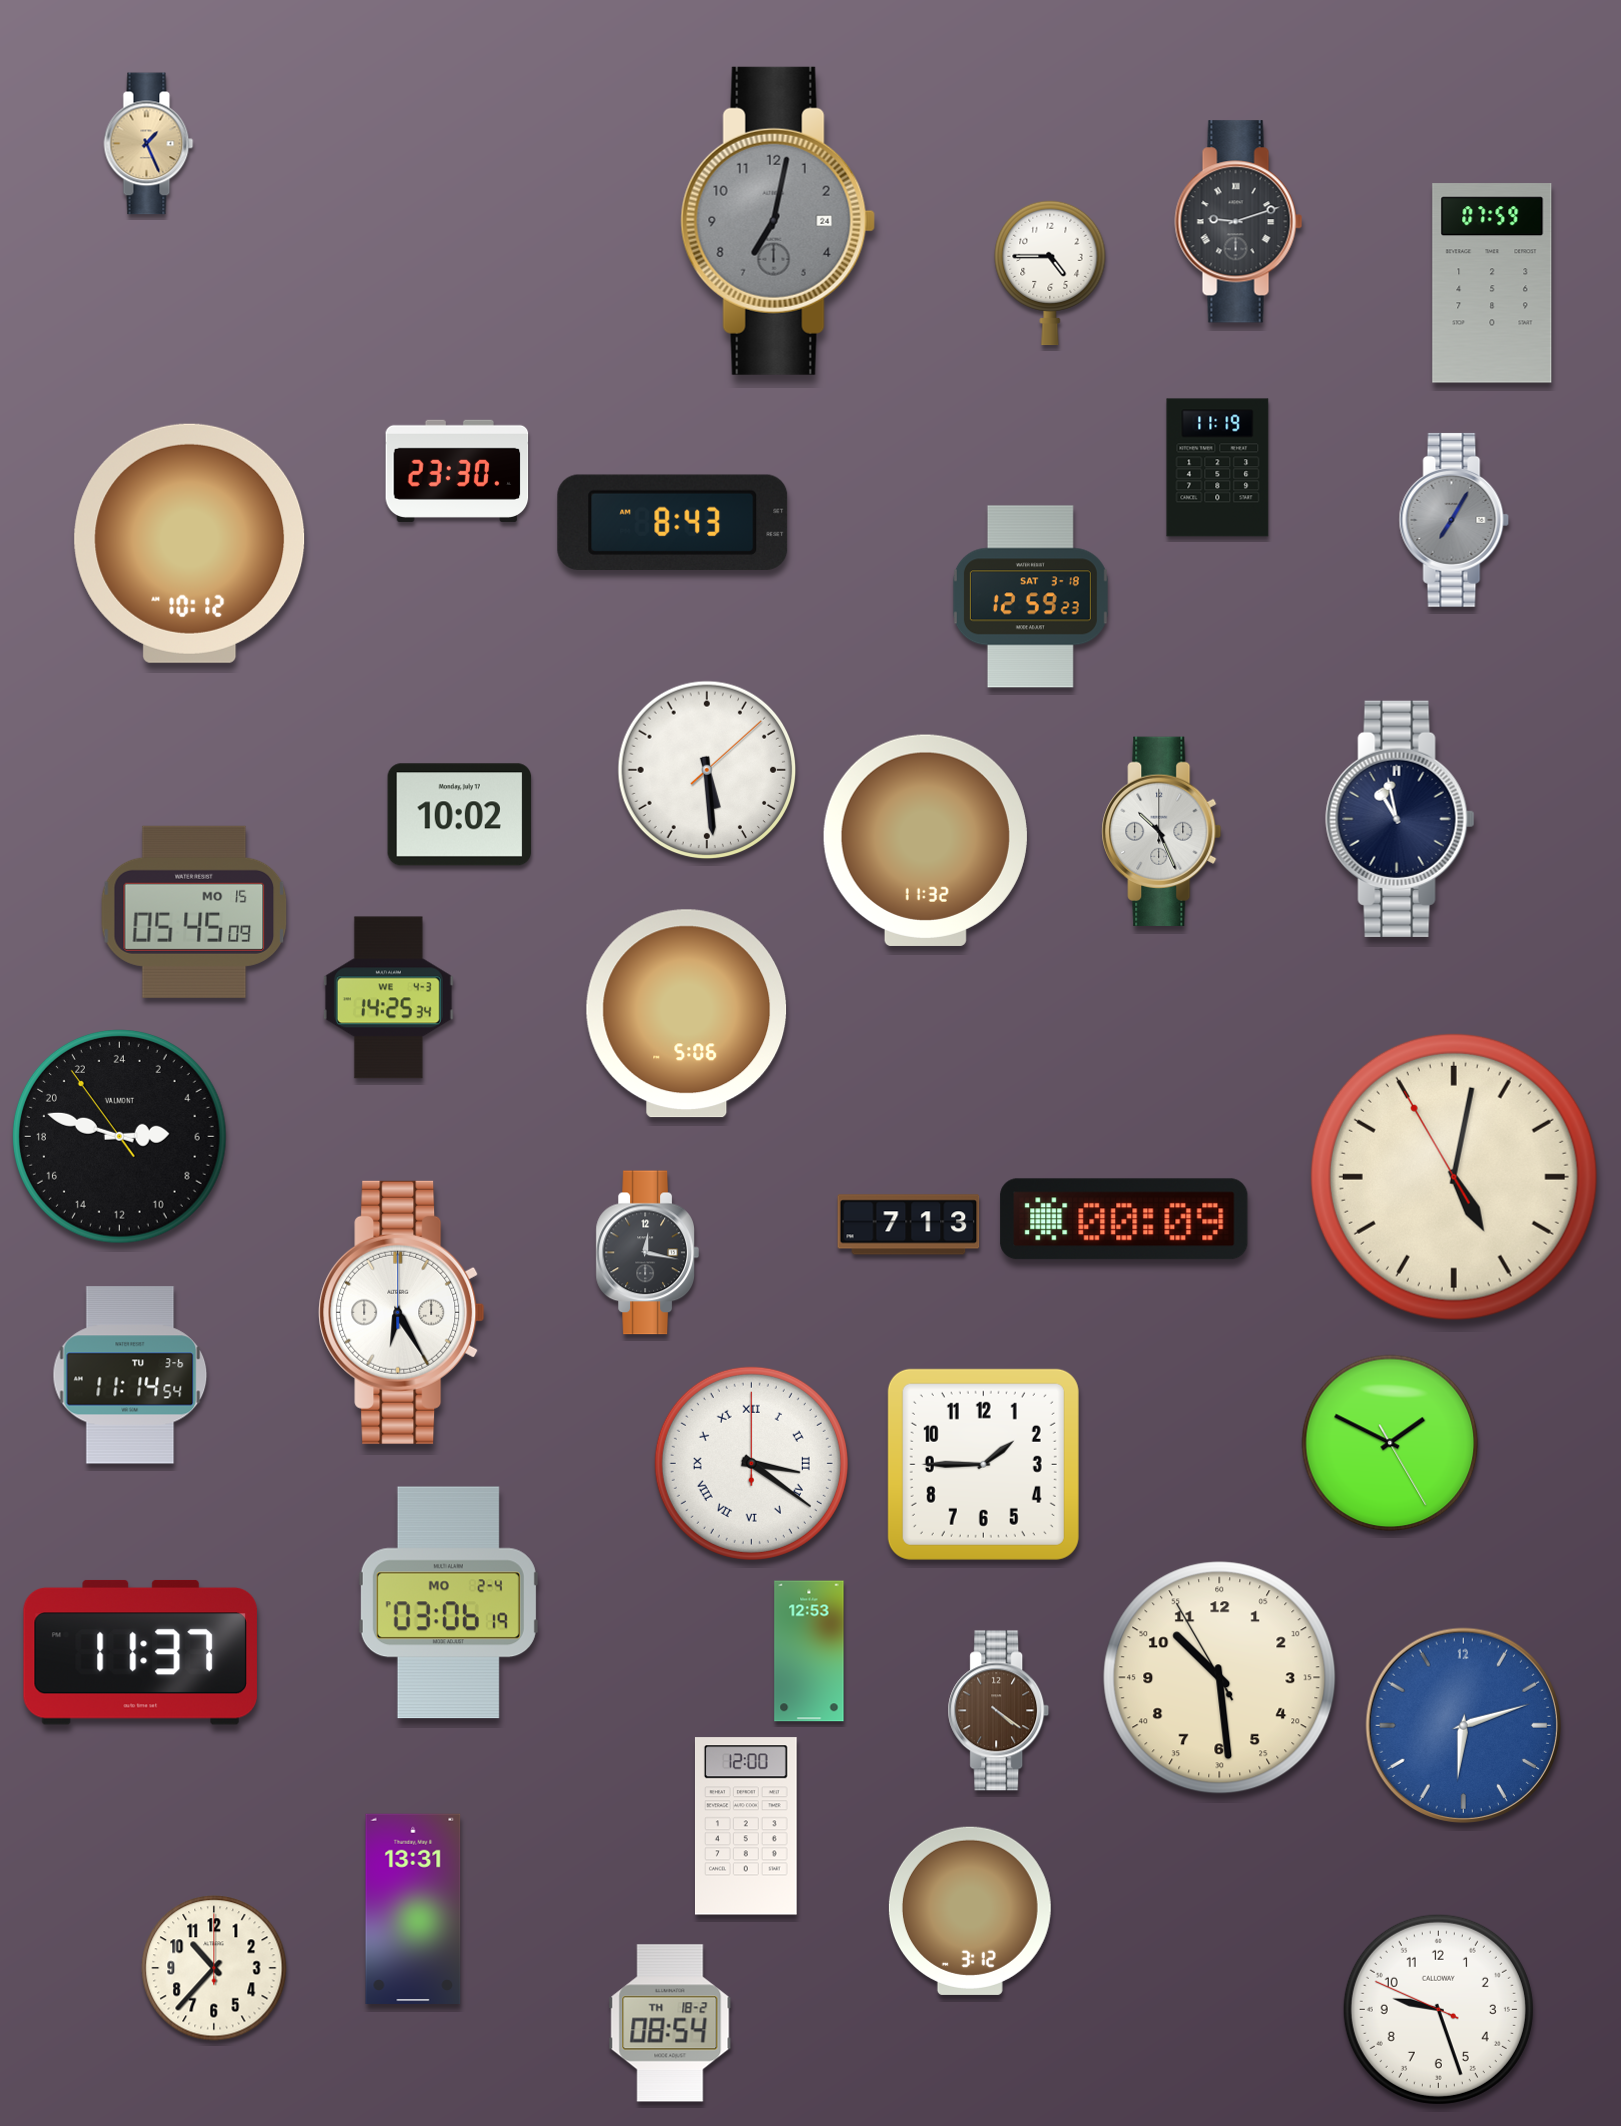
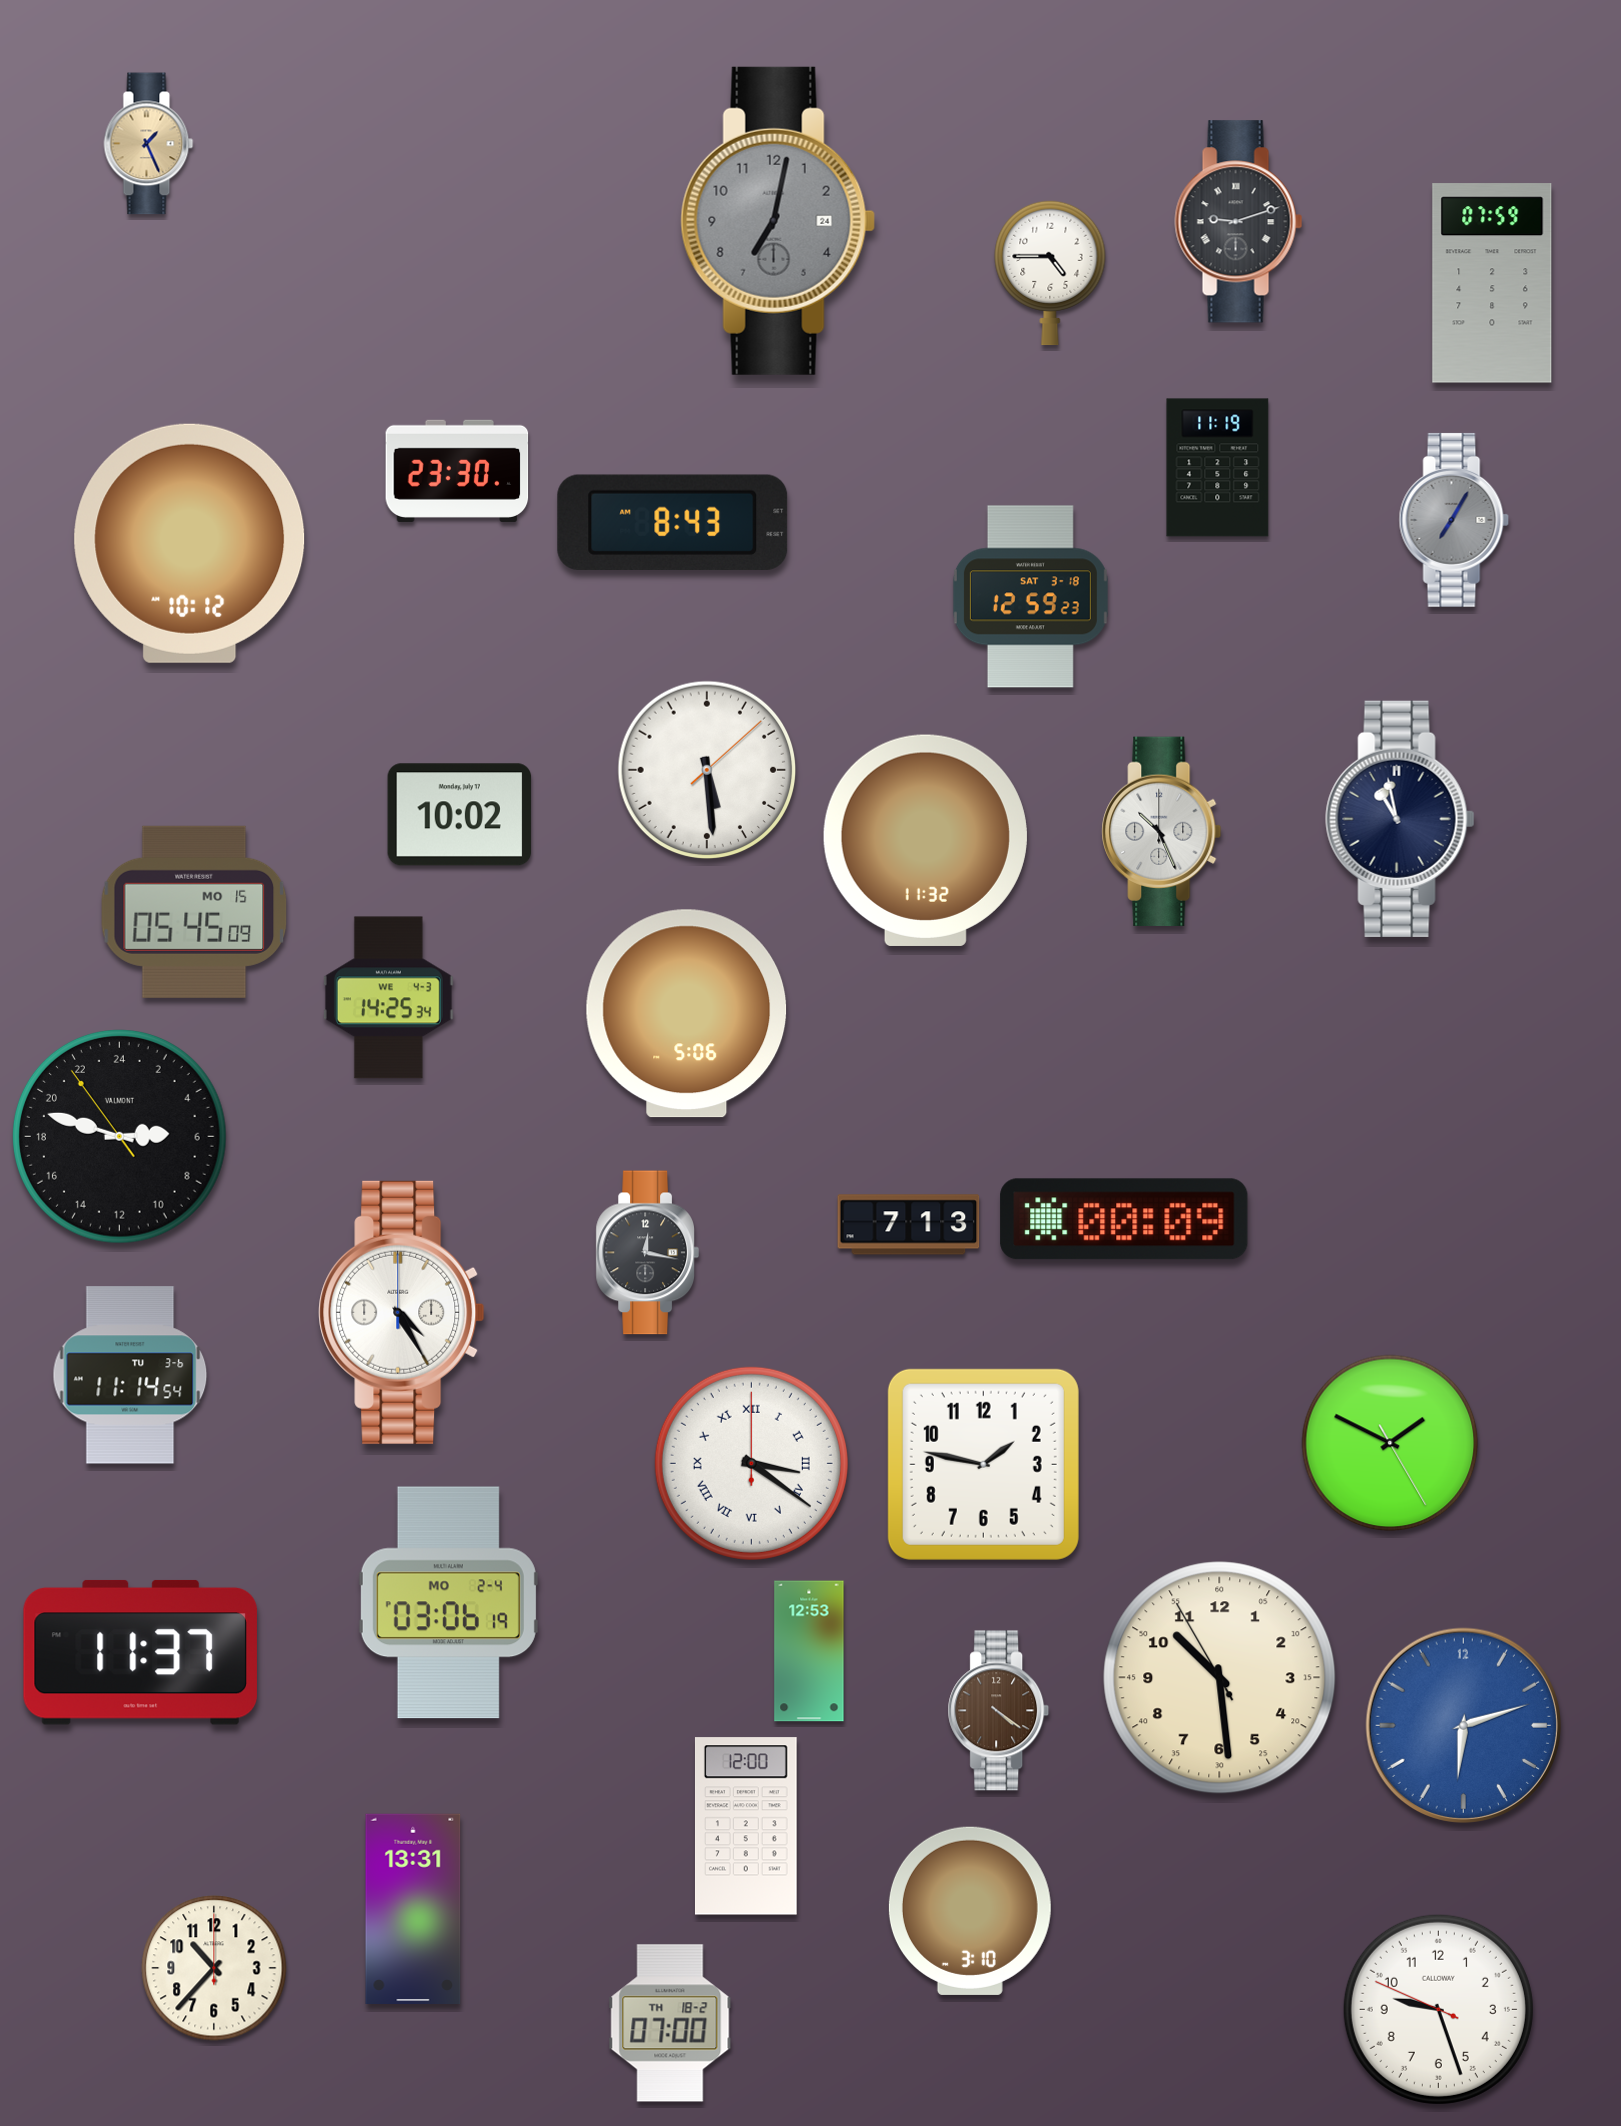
clock at (1454, 1177): 5:01 -> none
clock at (402, 1312): 6:25 -> 4:25
clock at (983, 1464): 1:45 -> 1:47
clock at (970, 1911): 3:12 -> 3:10
clock at (670, 2023): 08:54 -> 07:00
